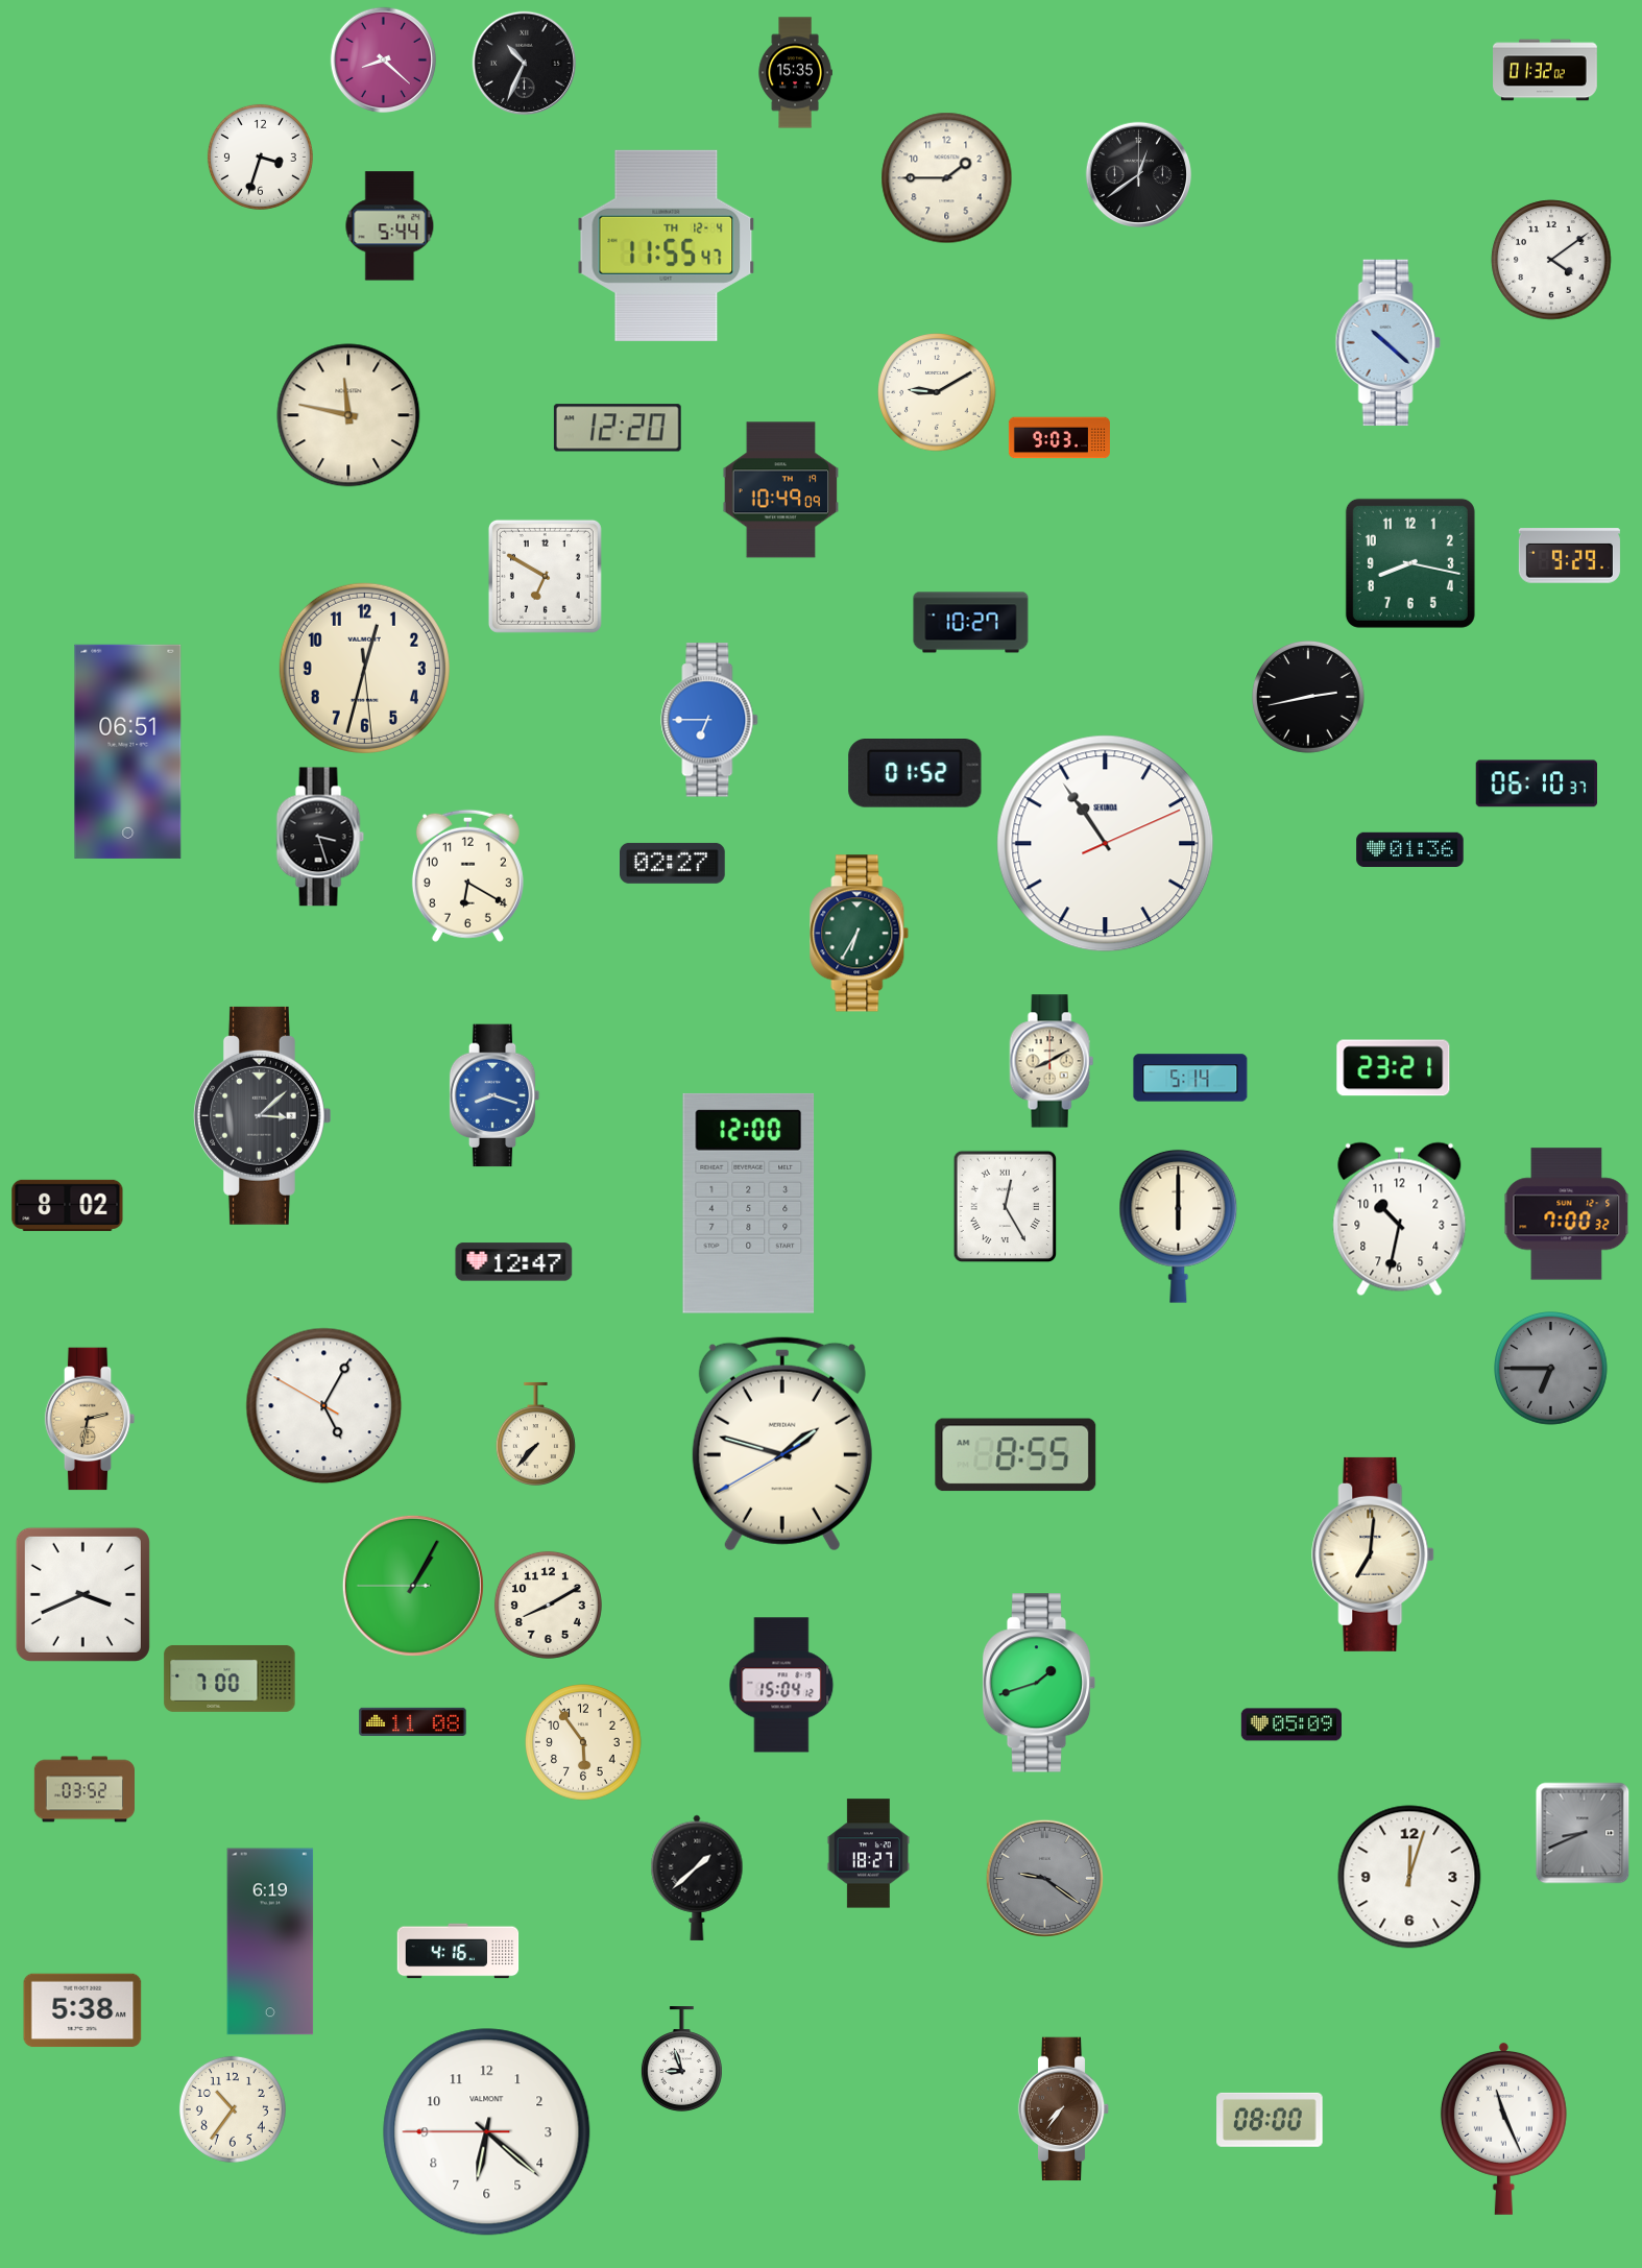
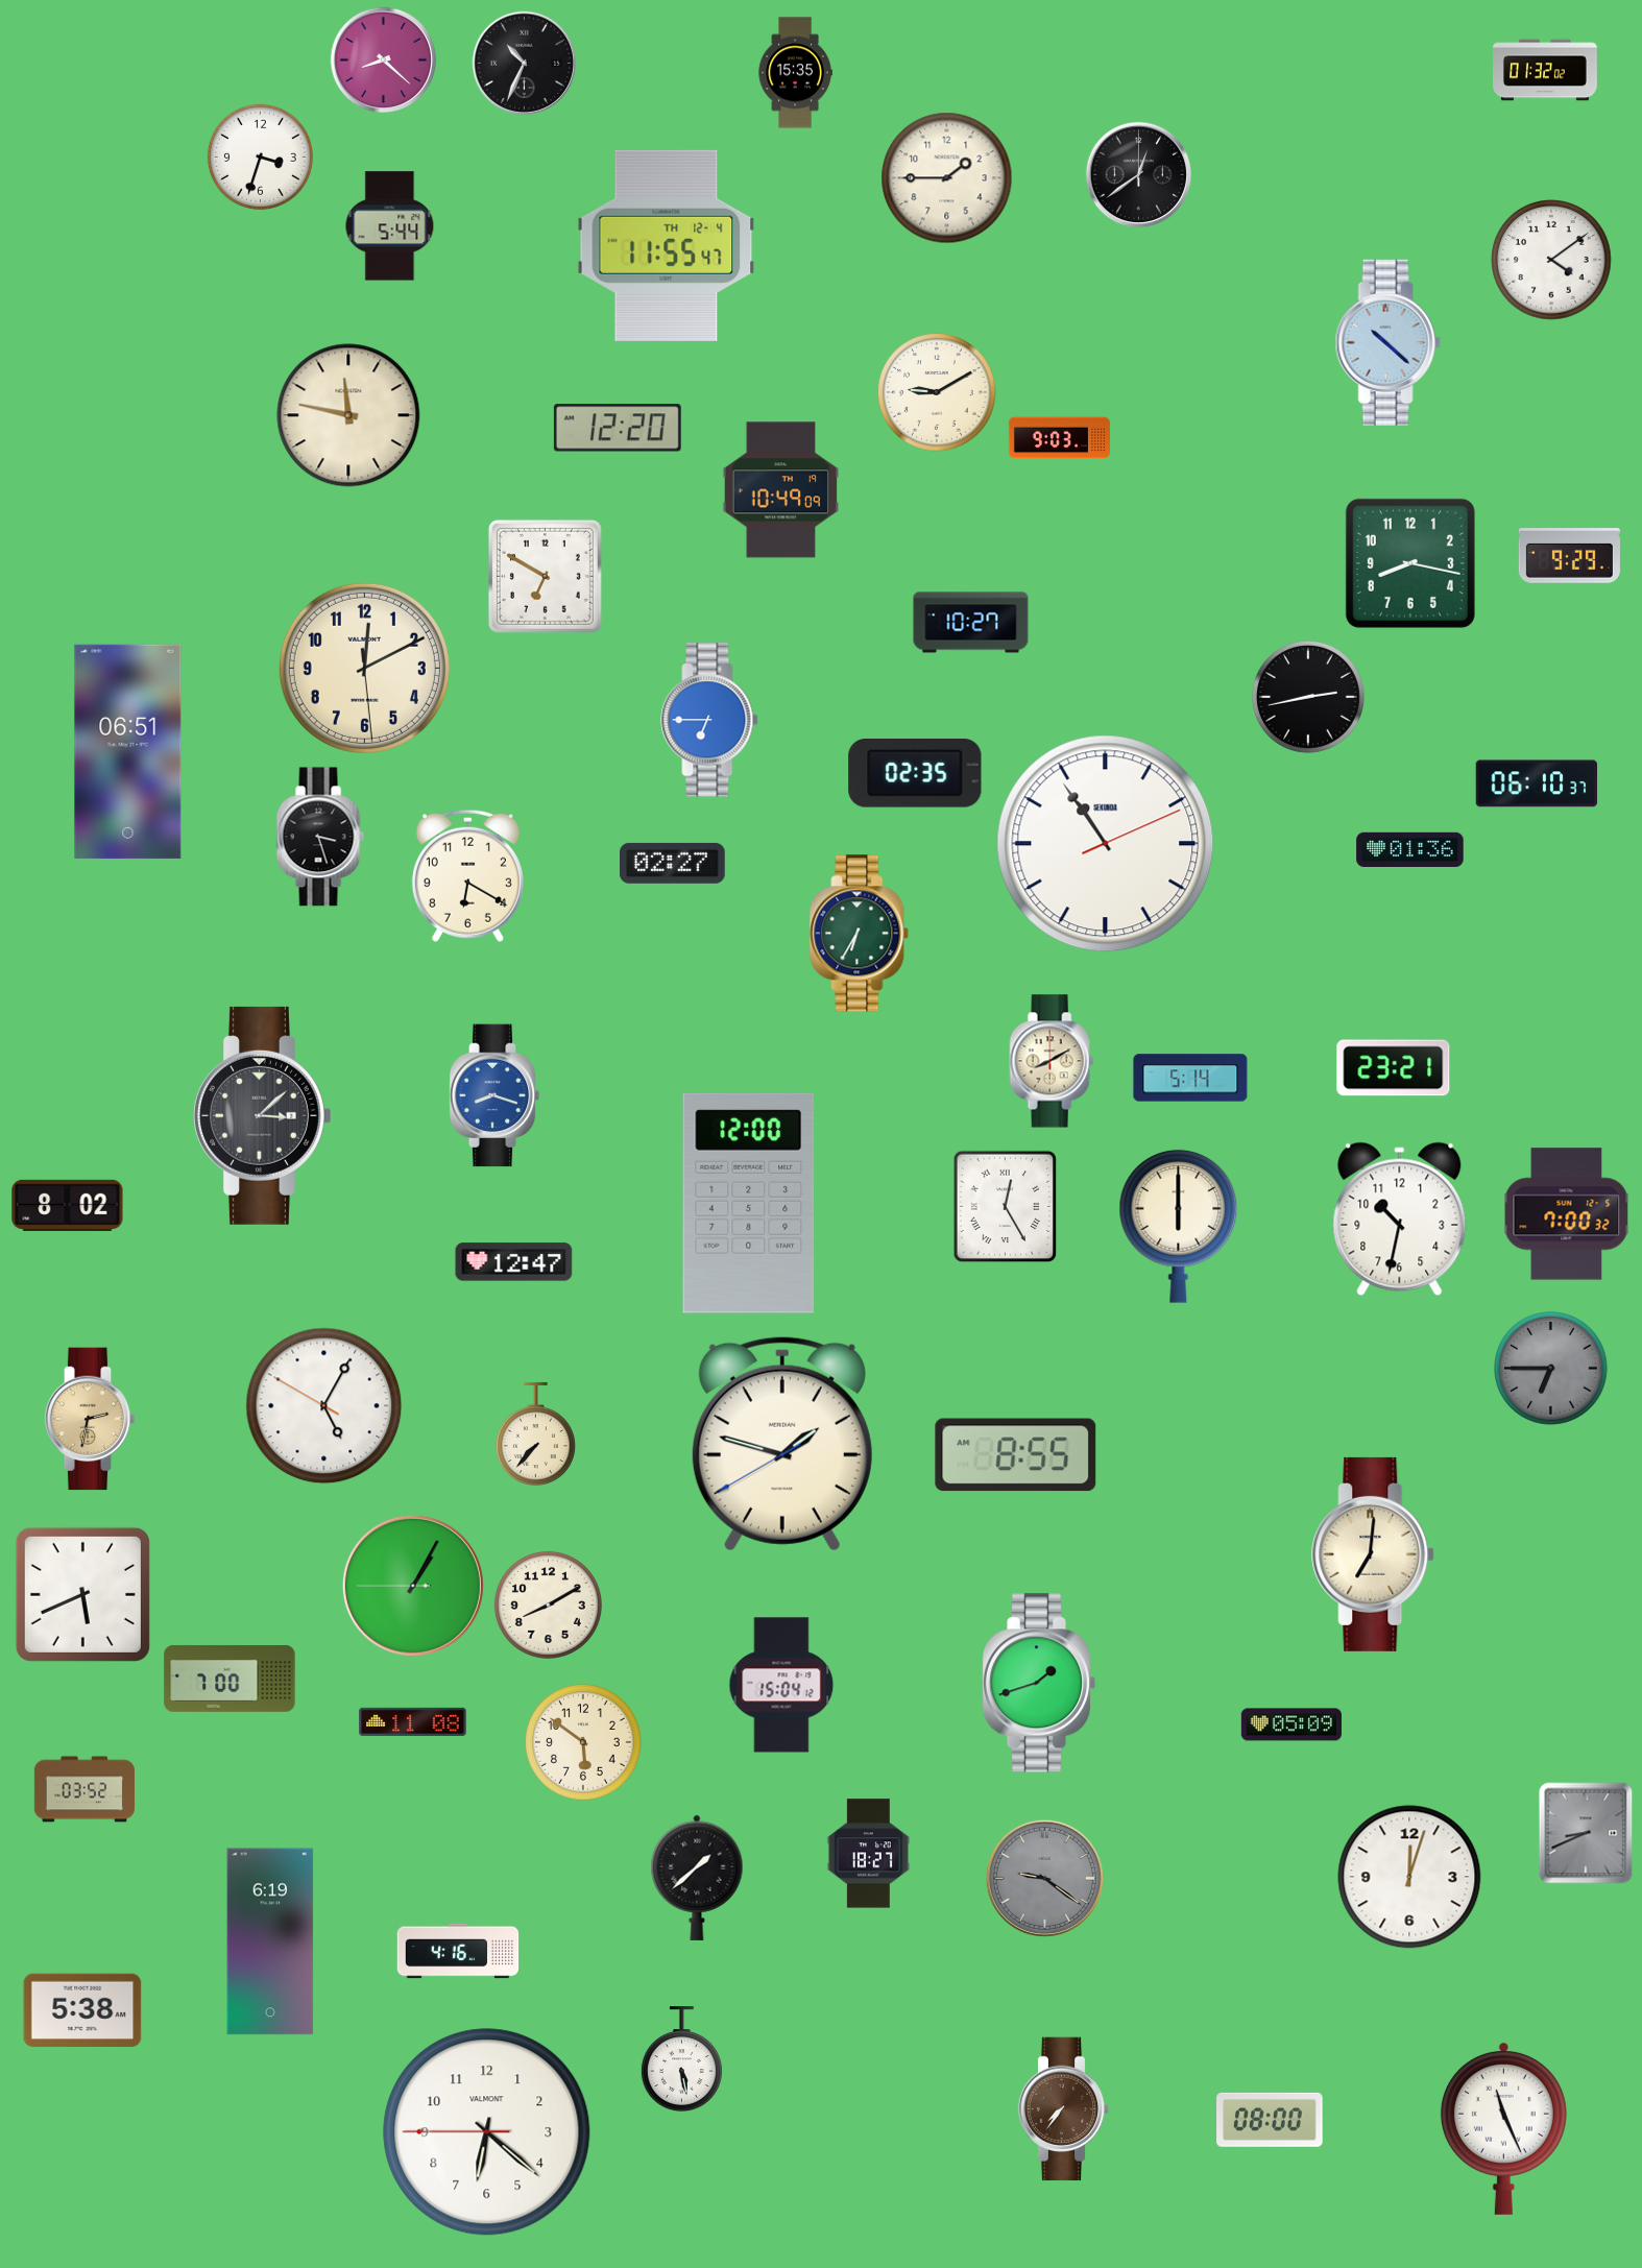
clock at (364, 668): 12:32 -> 12:10
clock at (915, 774): 01:52 -> 02:35
clock at (82, 1594): 3:41 -> 5:41
clock at (583, 1742): 5:54 -> 5:51
clock at (1583, 1833) position: (1583, 1833) -> (1586, 1833)
clock at (681, 2059): 8:57 -> 5:28
clock at (233, 2109): 10:36 -> none
